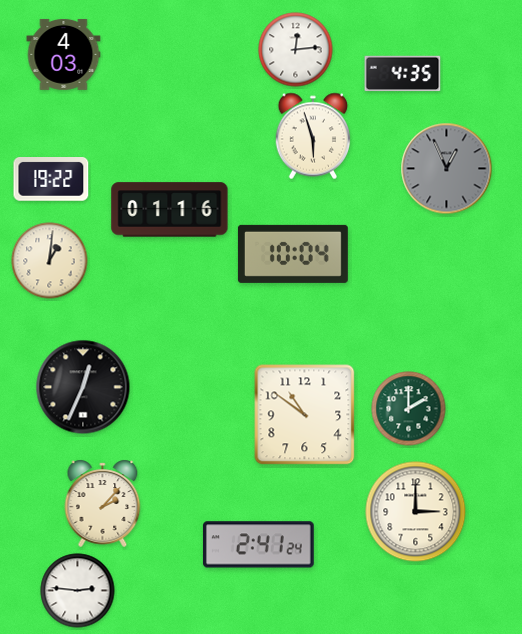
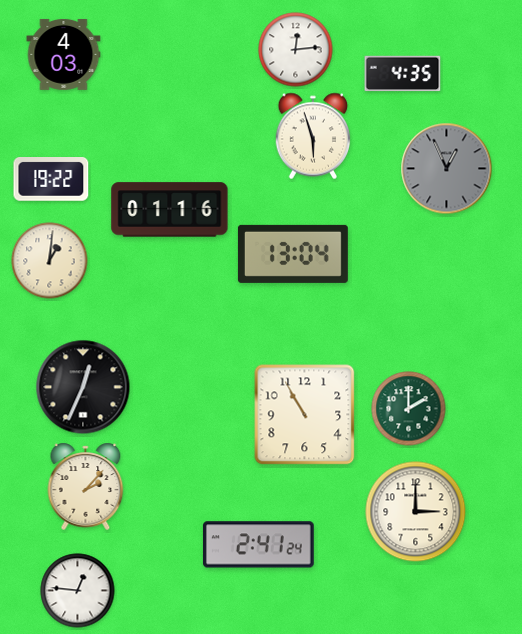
clock at (293, 254): 10:04 -> 13:04
clock at (305, 415): 10:51 -> 10:55
clock at (103, 503) position: (103, 503) -> (86, 486)
clock at (78, 591): 2:46 -> 12:46
